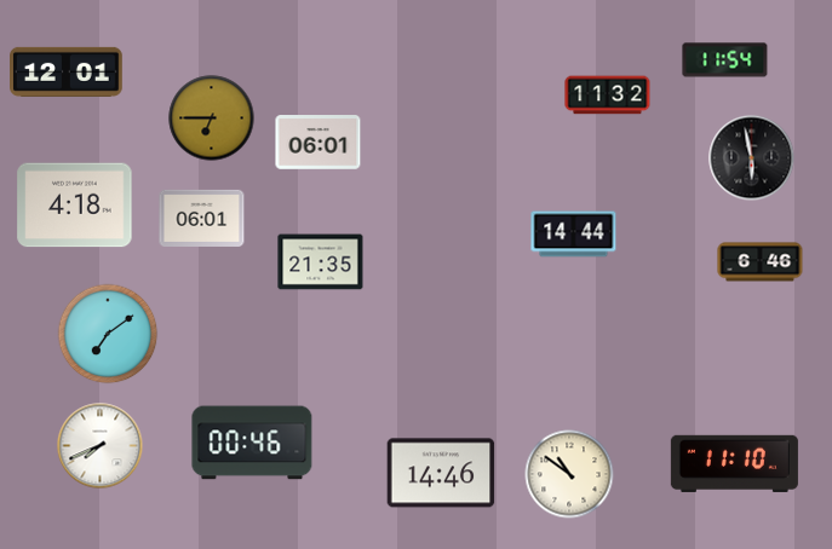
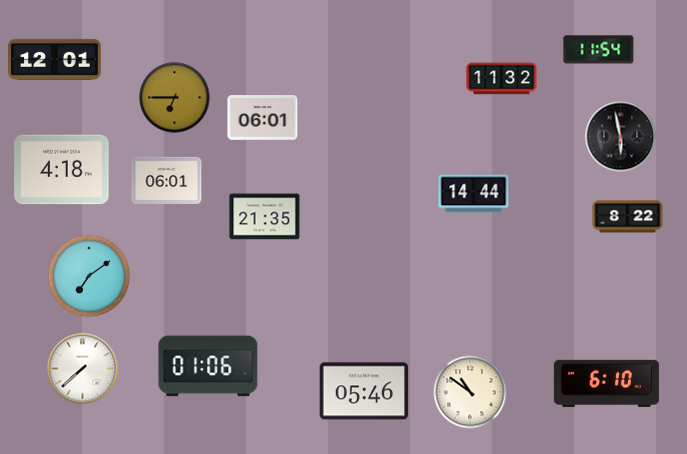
clock at (752, 158) position: (752, 158) -> (621, 137)
clock at (761, 262): 6:46 -> 8:22
clock at (252, 443): 00:46 -> 01:06
clock at (101, 446): 7:41 -> 7:38
clock at (734, 463): 11:10 -> 6:10
clock at (441, 473): 14:46 -> 05:46
